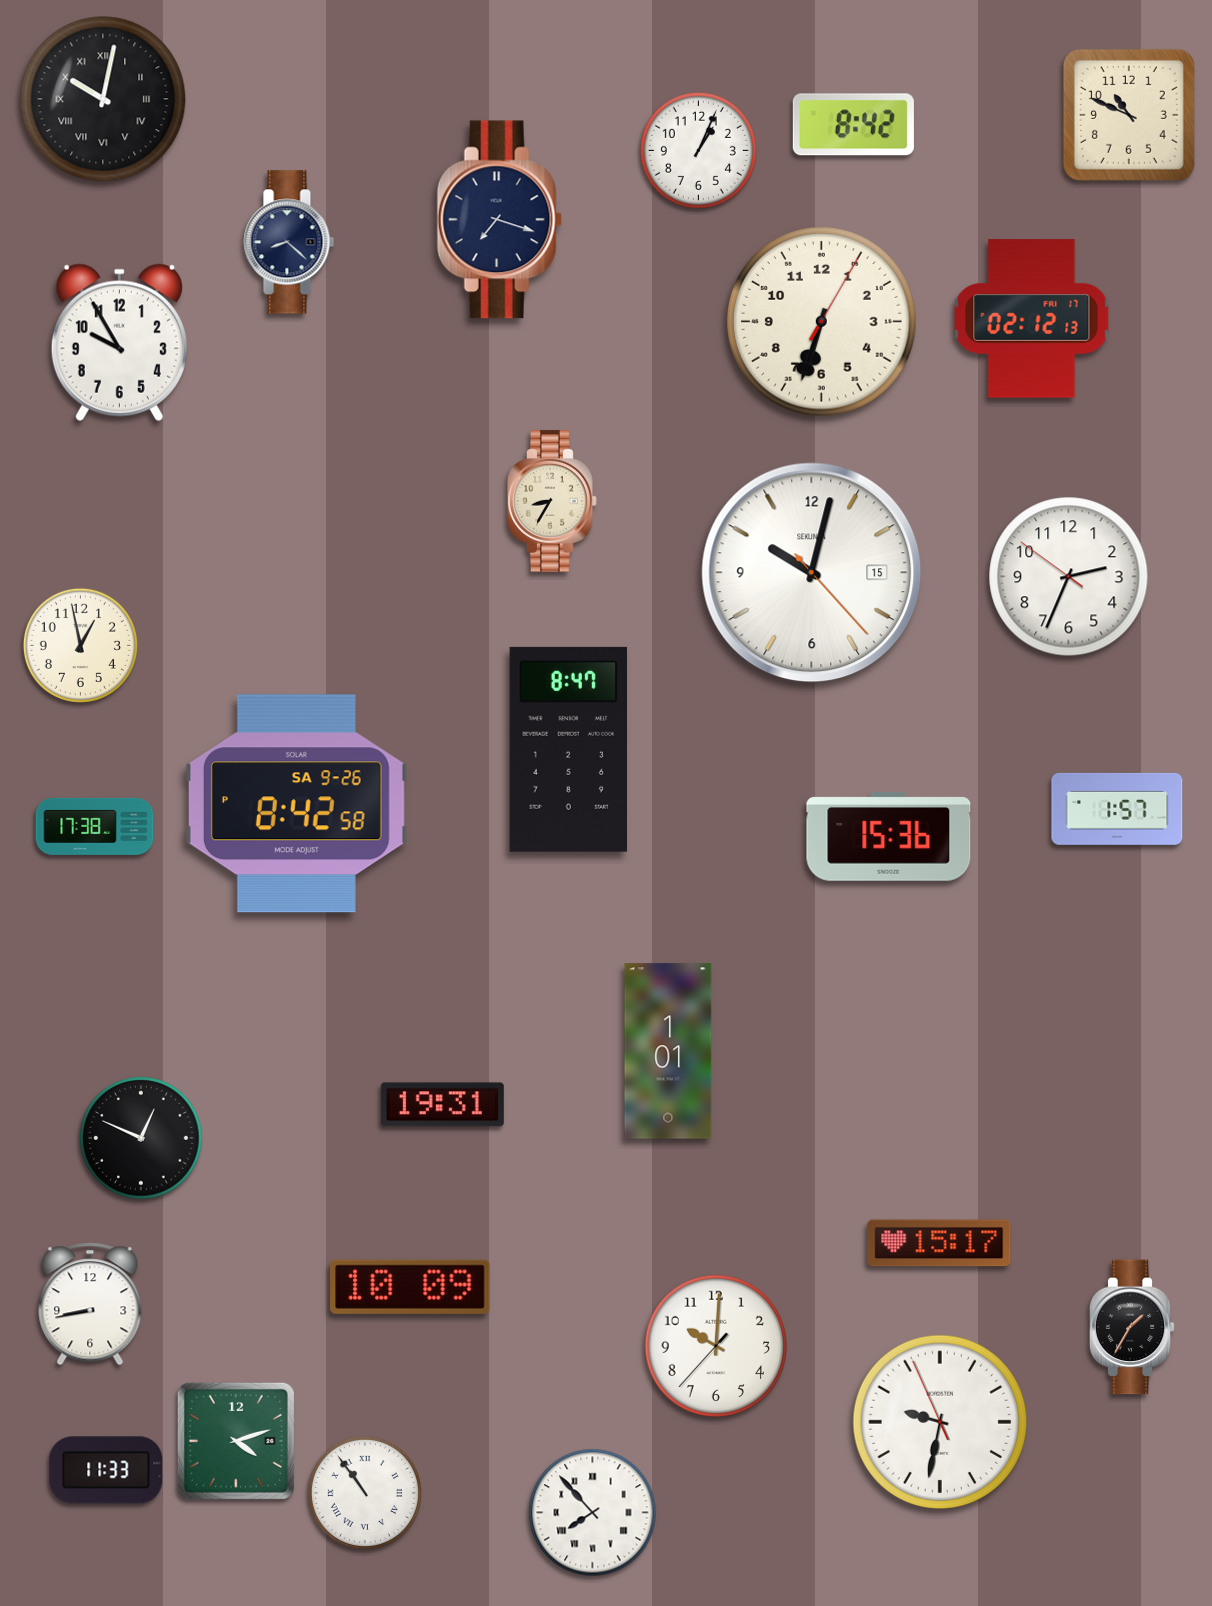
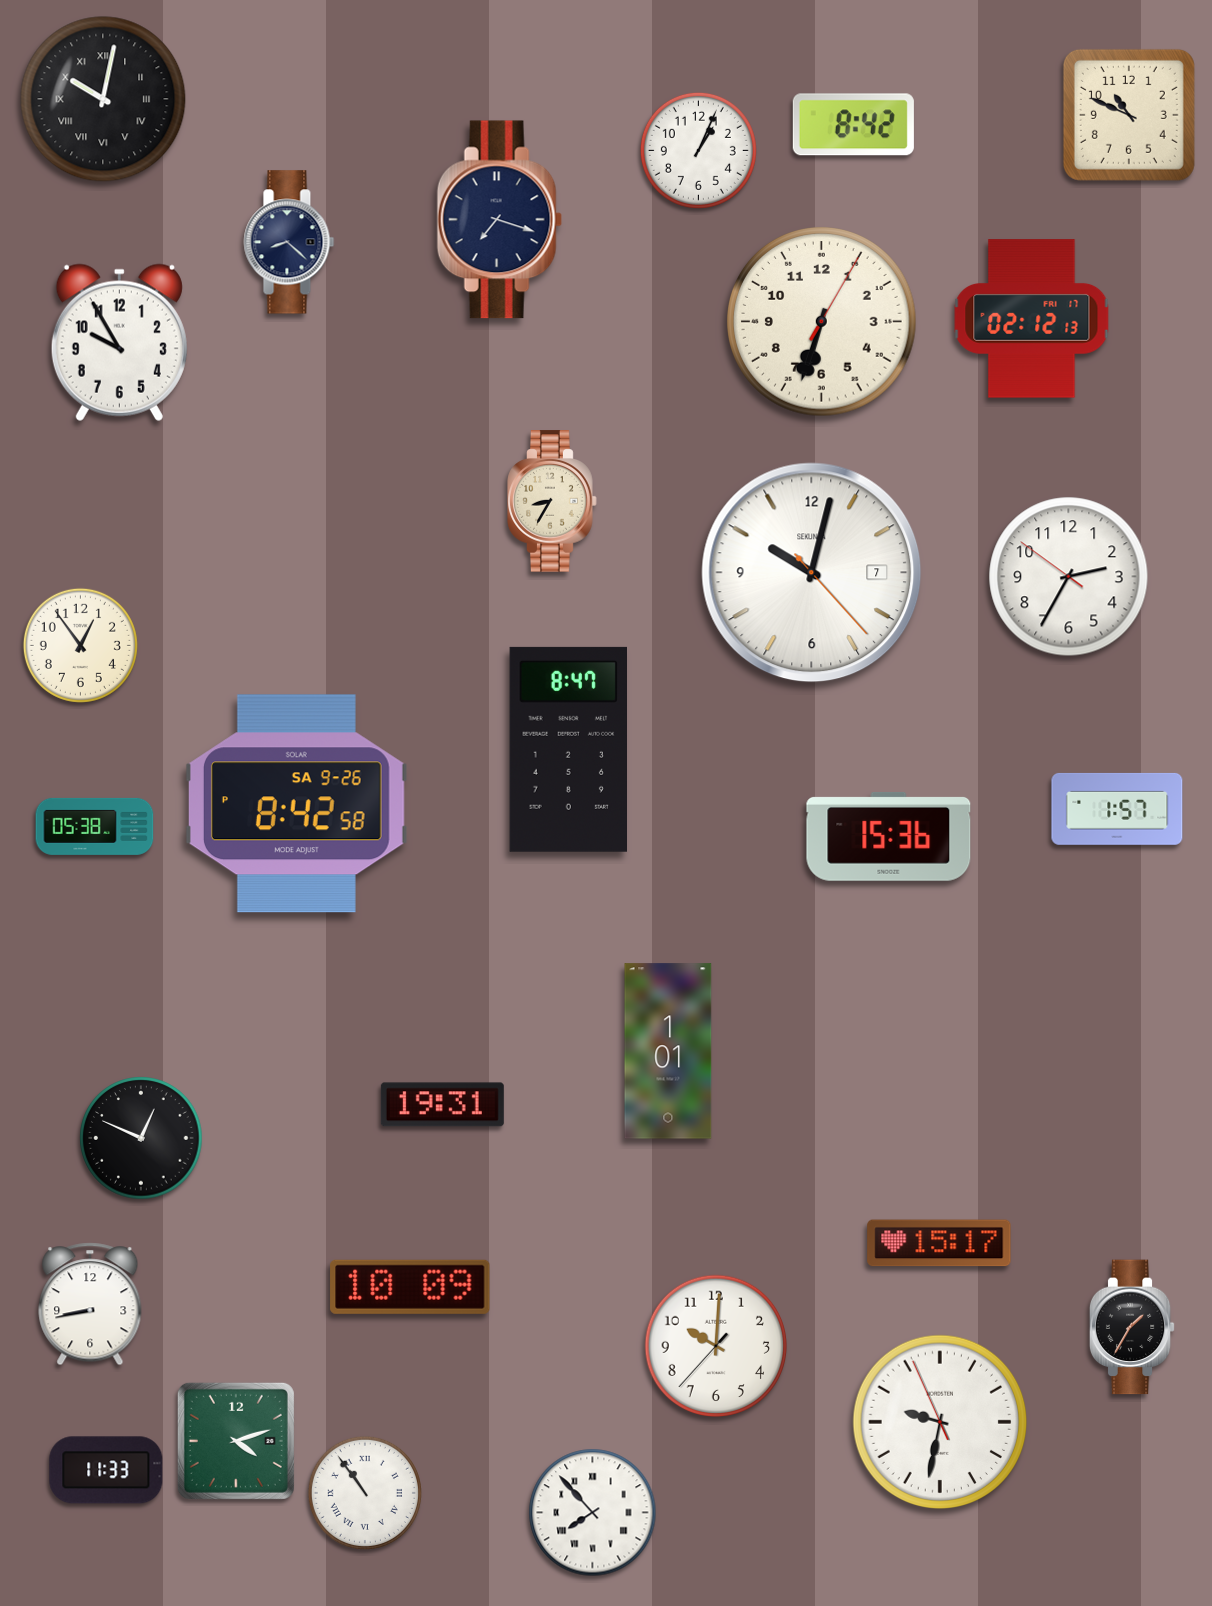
clock at (812, 573) date: 15 -> 7
clock at (1069, 577): 2:33 -> 2:34
clock at (80, 645): 12:58 -> 12:54
clock at (95, 826): 17:38 -> 05:38
